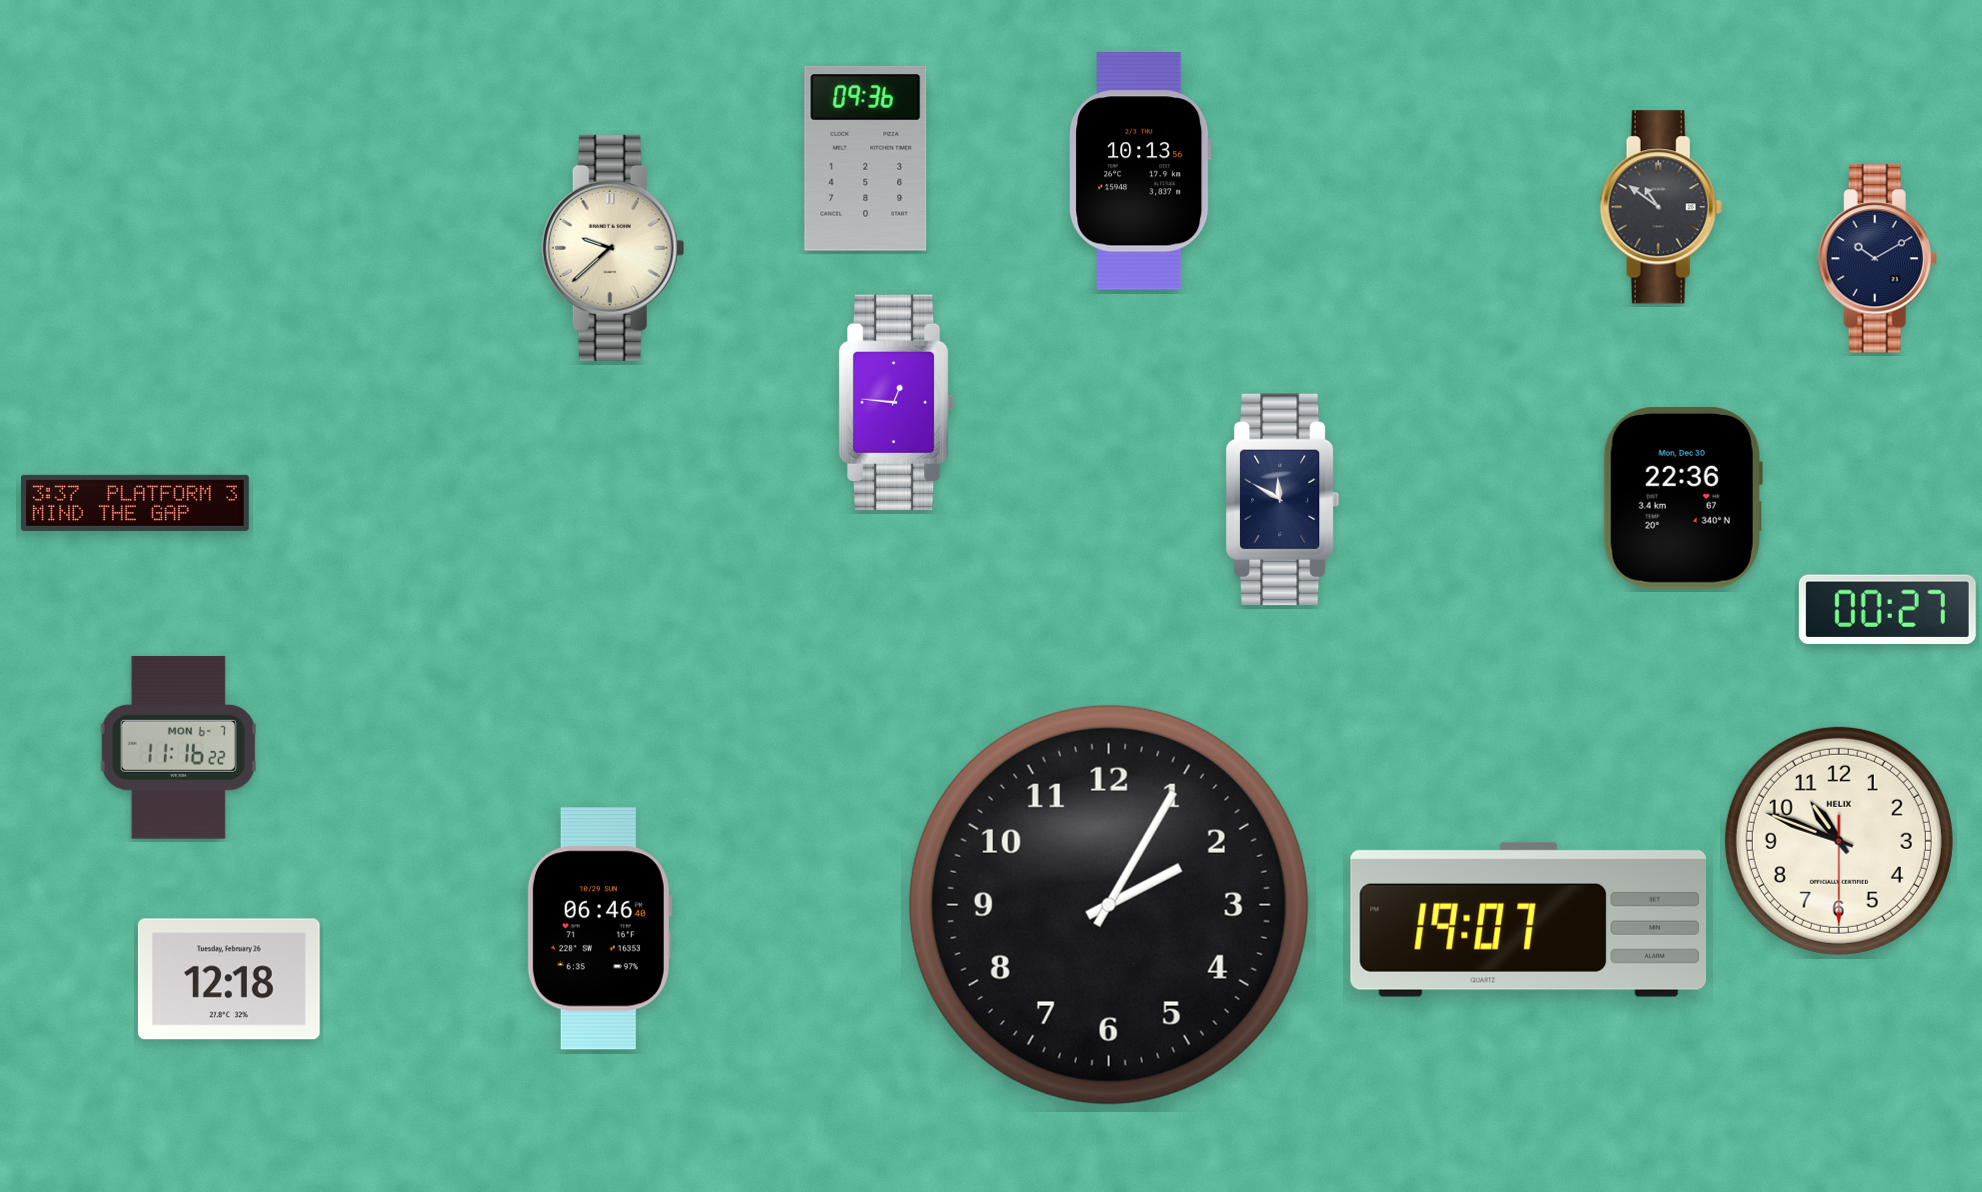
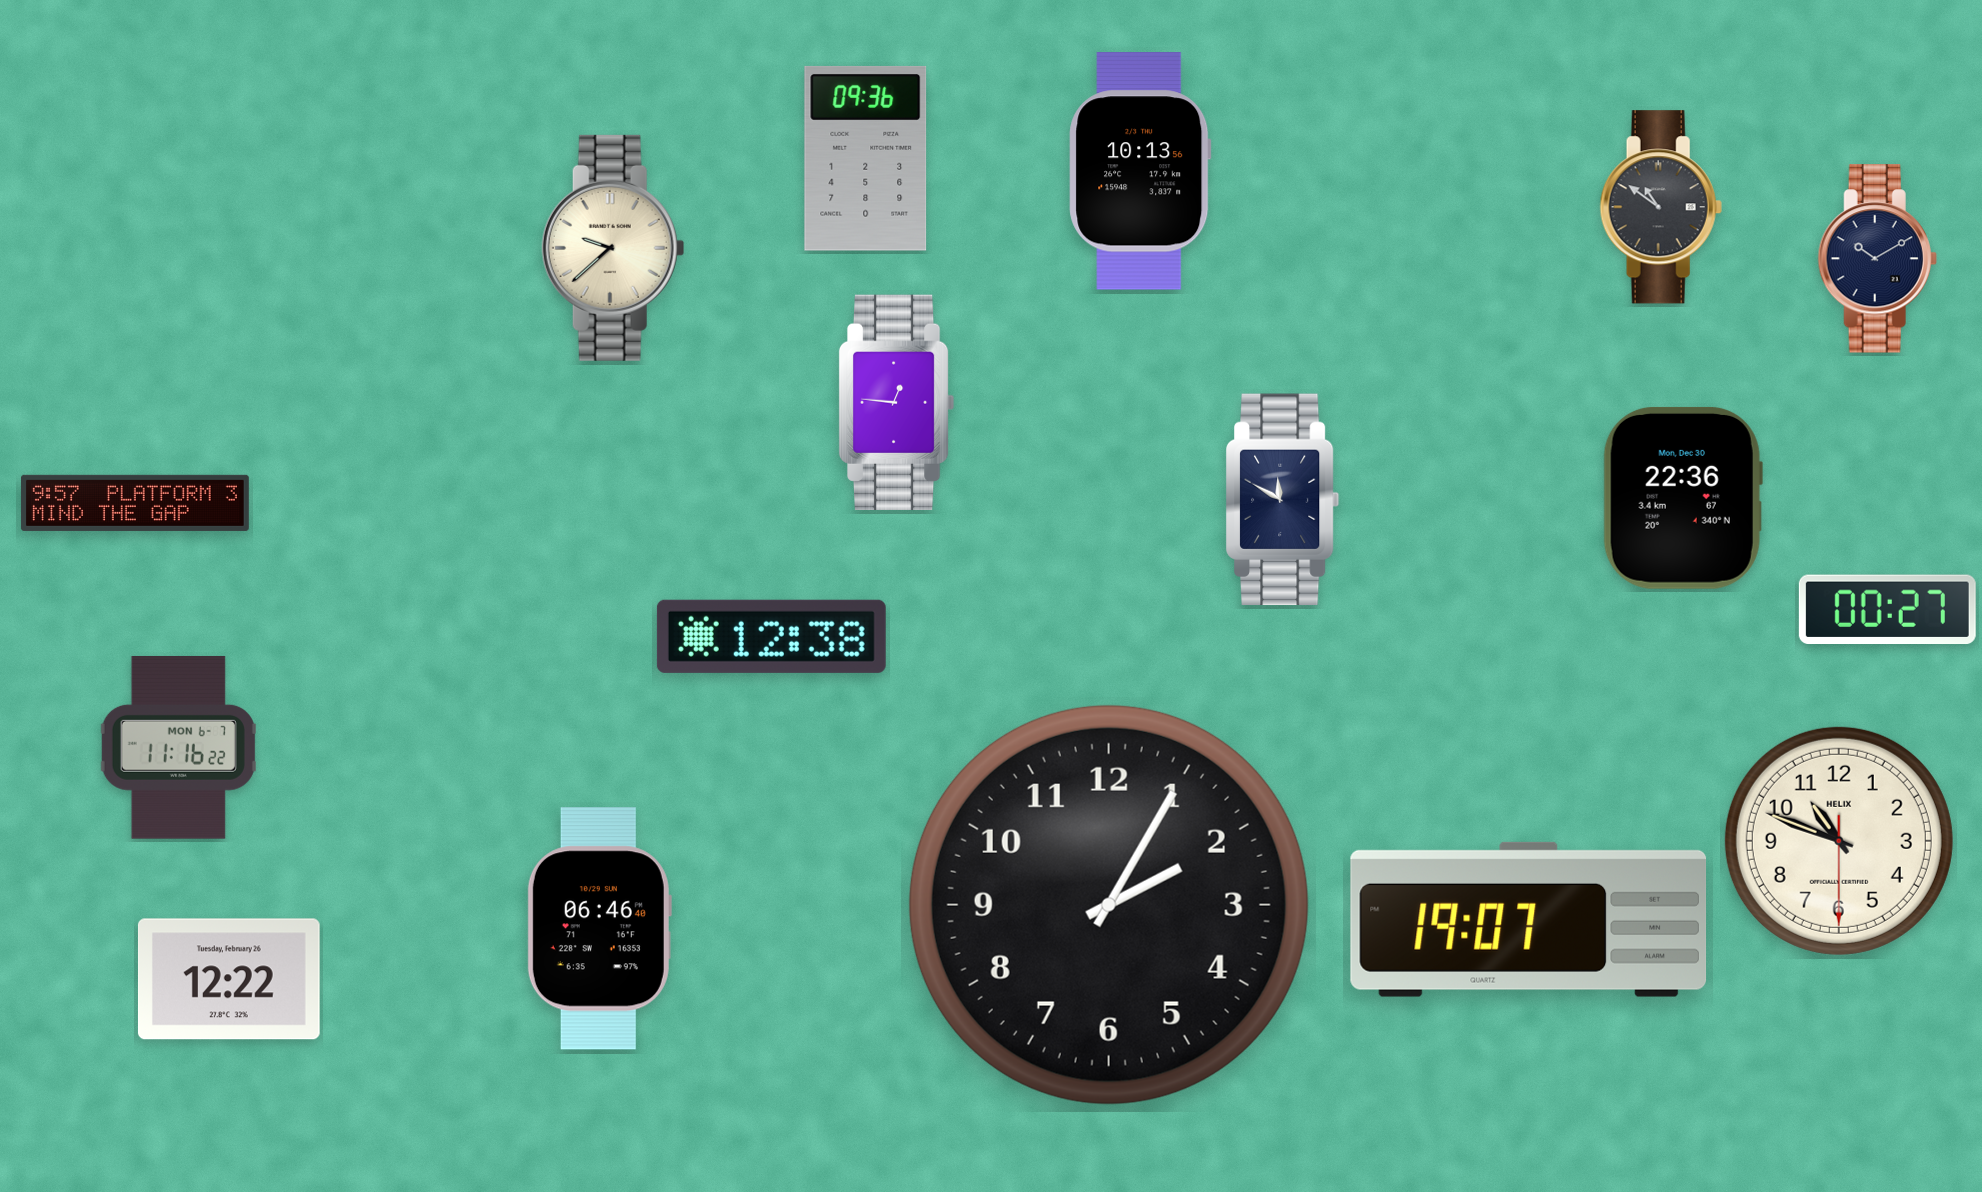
clock at (135, 503): 3:37 -> 9:57
clock at (771, 636): none -> 12:38
clock at (229, 979): 12:18 -> 12:22
